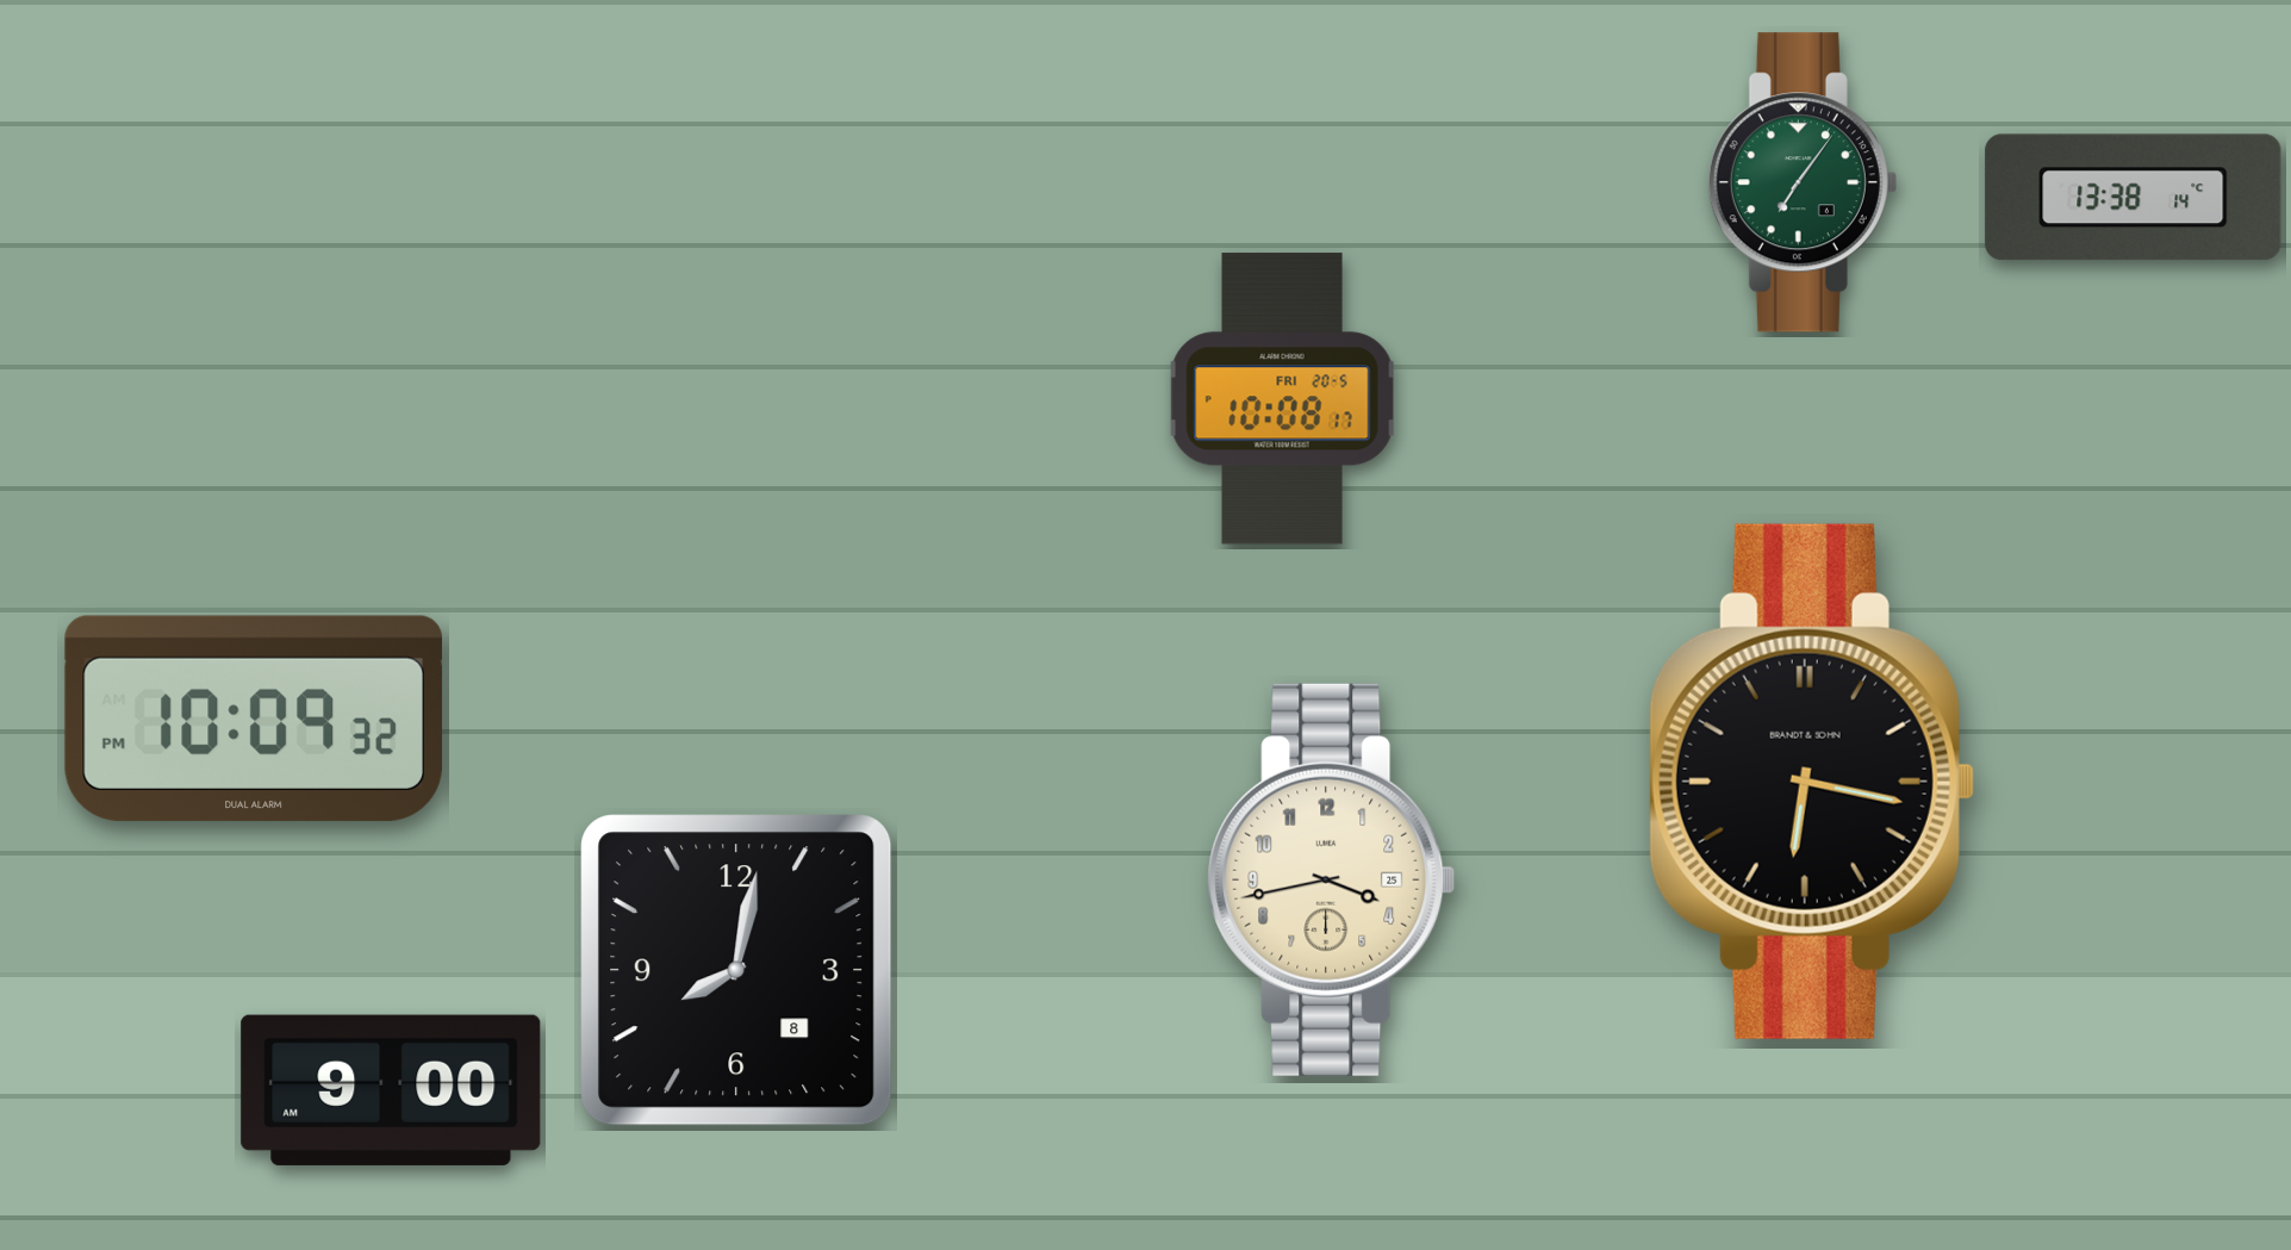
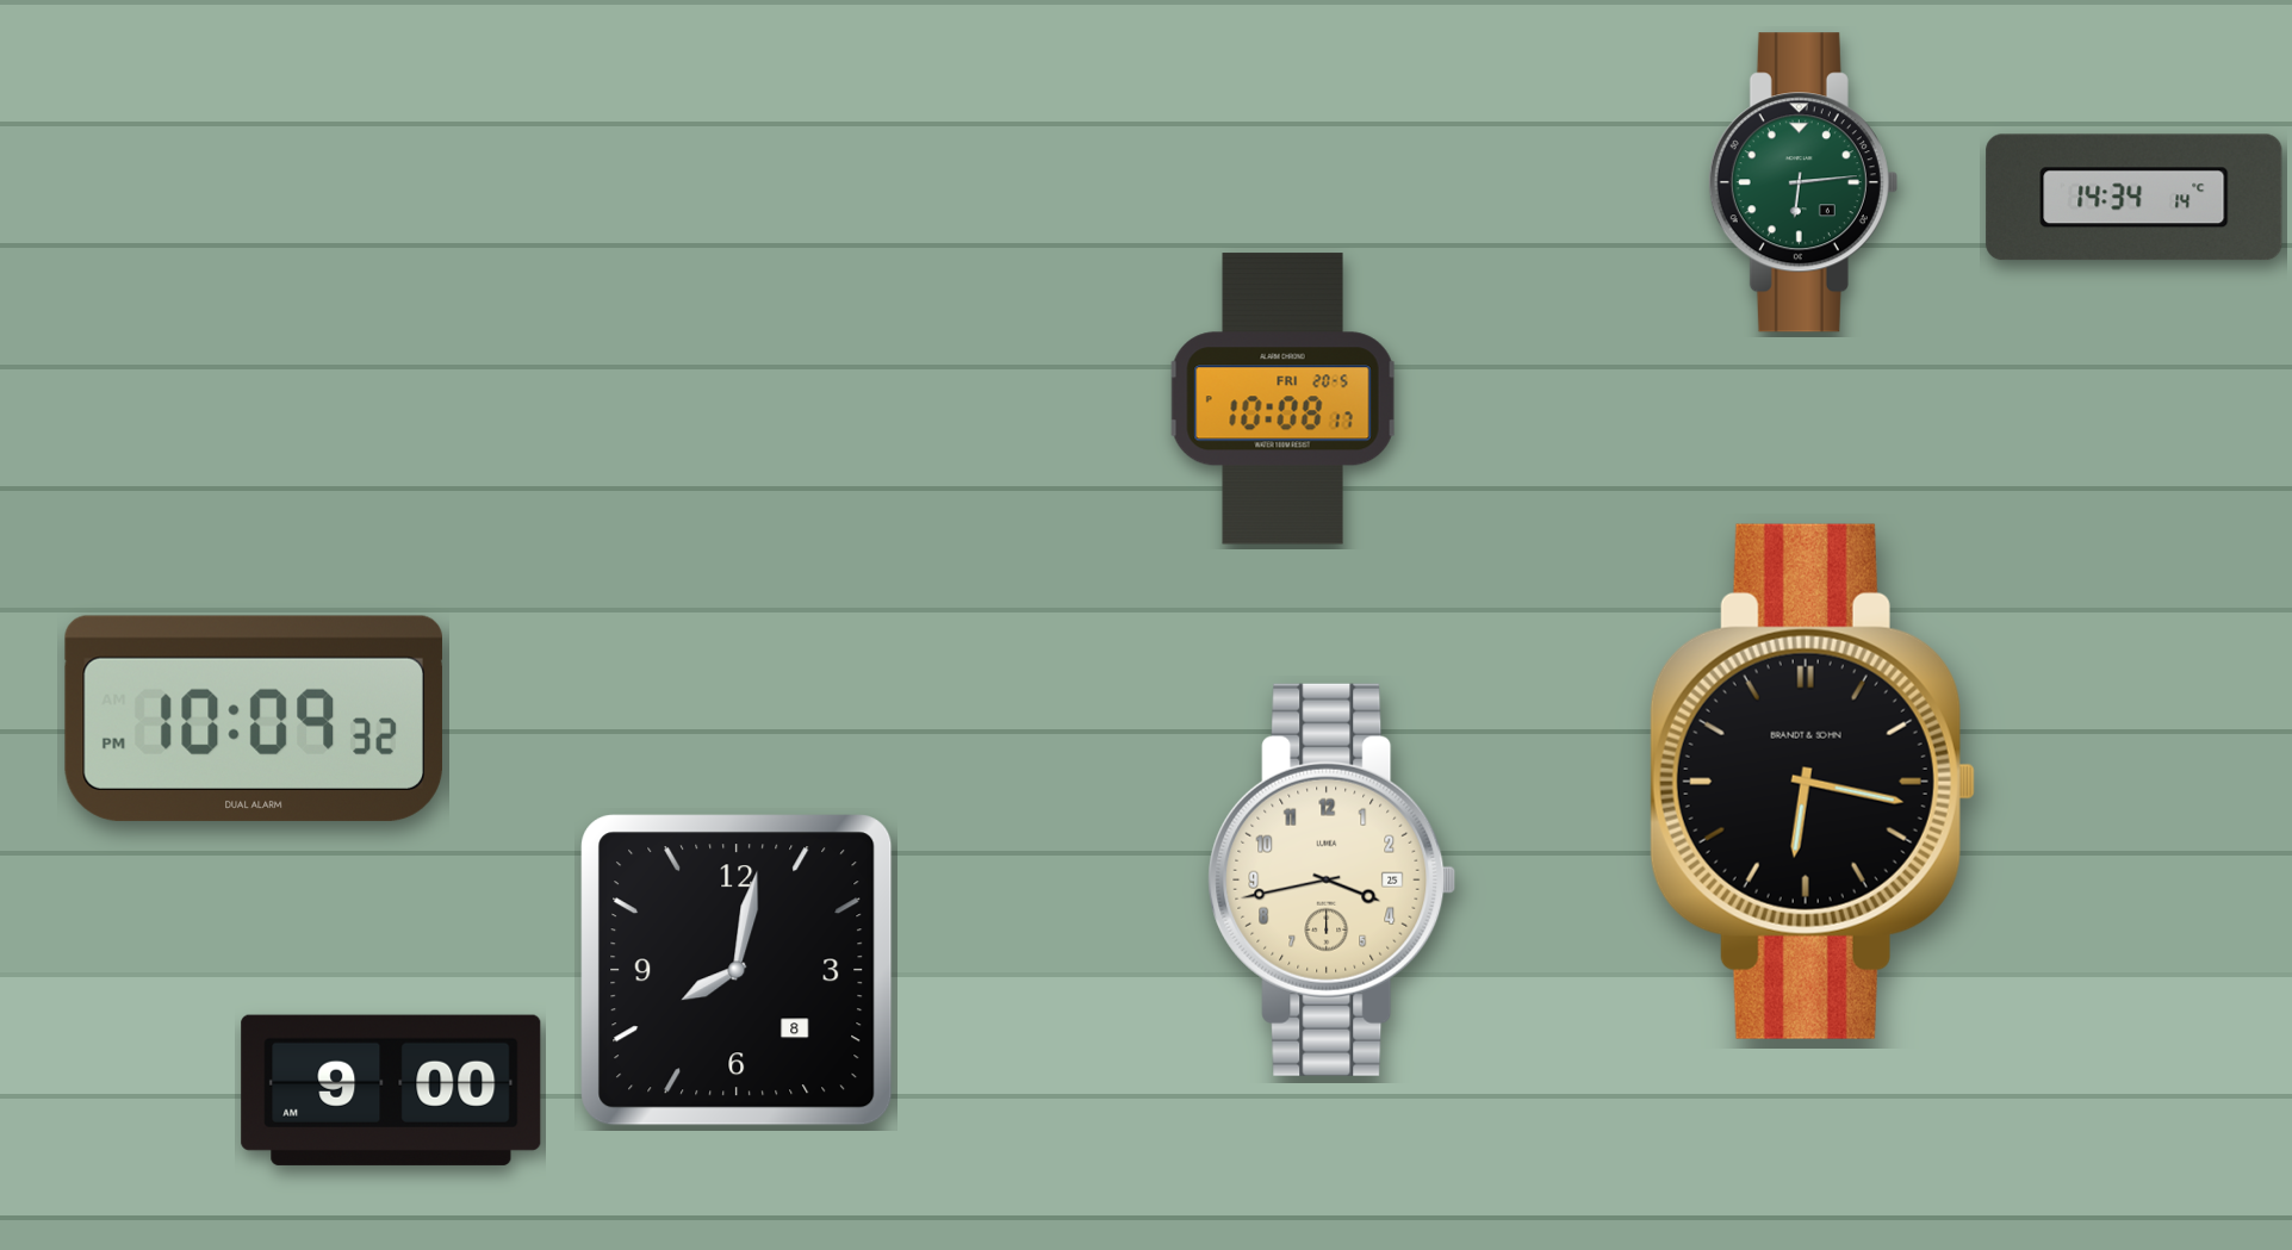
clock at (1803, 182): 7:06 -> 6:14
clock at (2134, 198): 13:38 -> 14:34
